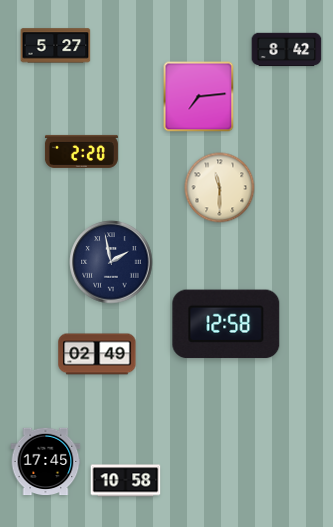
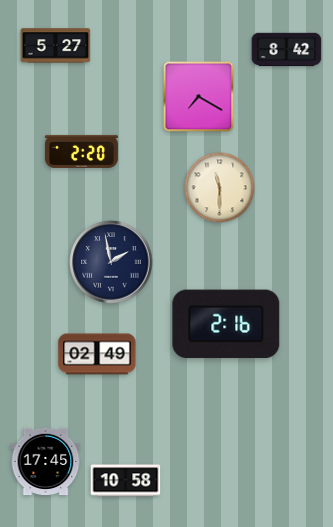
clock at (199, 97): 7:14 -> 7:20
clock at (226, 324): 12:58 -> 2:16
